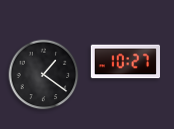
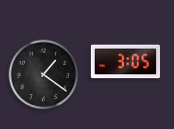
clock at (125, 62): 10:27 -> 3:05
